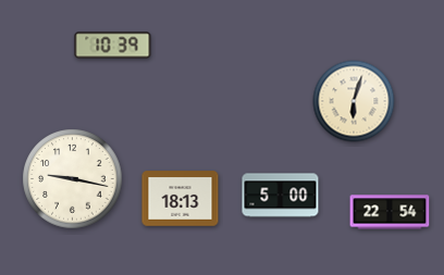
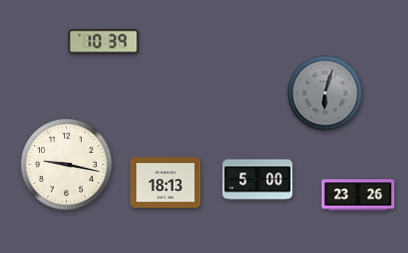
clock at (354, 101) dial: cream -> grey
clock at (390, 212): 22:54 -> 23:26
